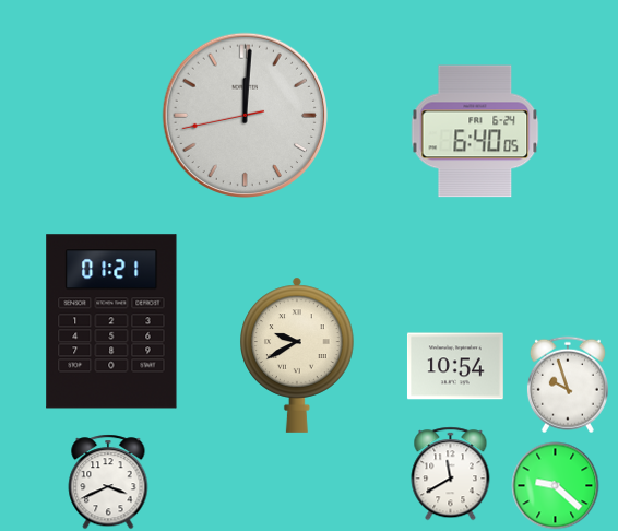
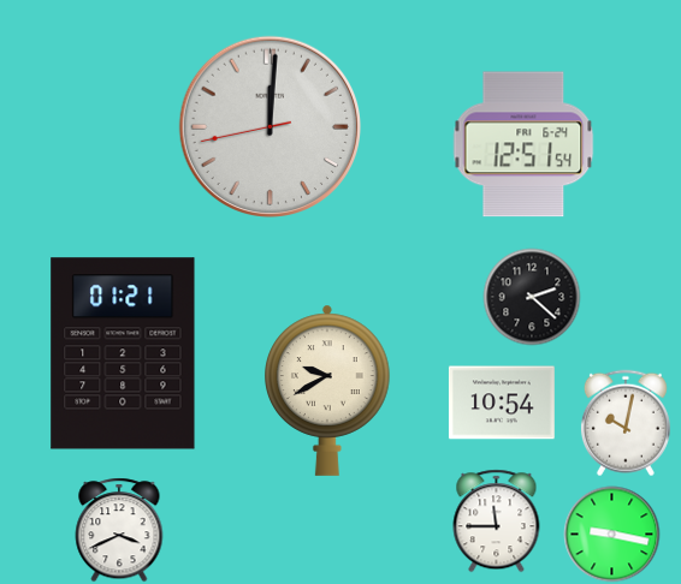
clock at (475, 131): 6:40 -> 12:51
clock at (532, 297): none -> 2:22
clock at (568, 385): 9:57 -> 10:02
clock at (451, 473): 11:40 -> 11:45
clock at (555, 485): 9:22 -> 9:17
